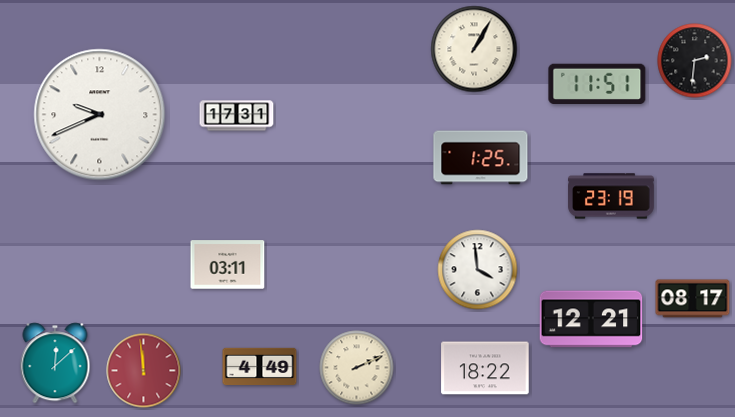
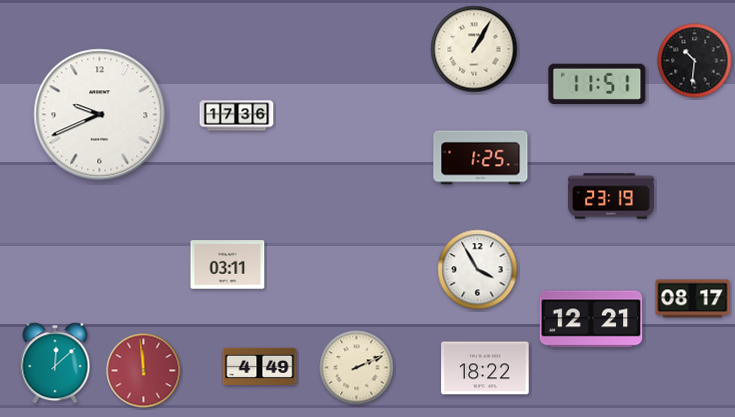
clock at (695, 61): 2:31 -> 10:31
clock at (237, 116): 17:31 -> 17:36
clock at (478, 270): 3:59 -> 3:55
